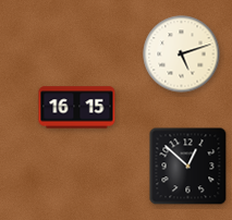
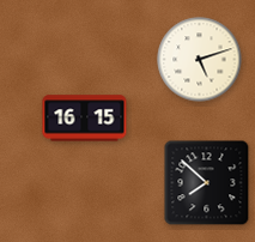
clock at (188, 167): 12:52 -> 7:52
